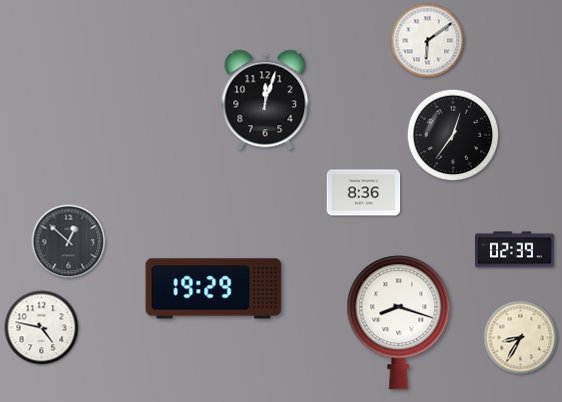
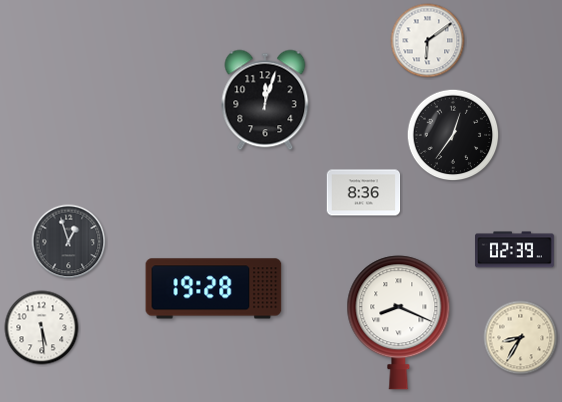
clock at (69, 242): 12:52 -> 12:57
clock at (214, 289): 19:29 -> 19:28
clock at (399, 323): 8:18 -> 8:19
clock at (42, 328): 4:47 -> 5:29
